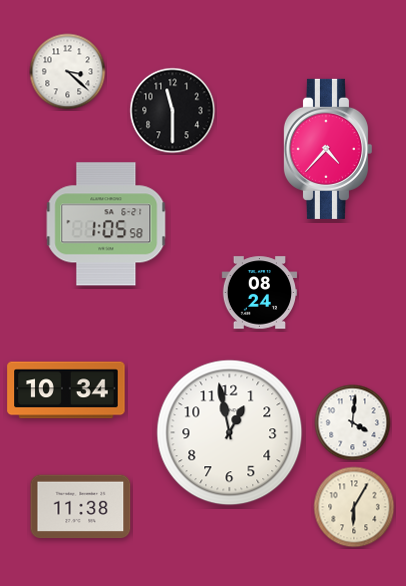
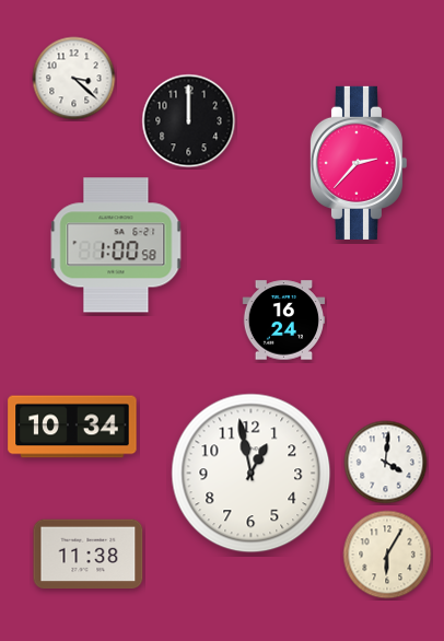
clock at (173, 111): 11:30 -> 12:00
clock at (327, 149): 4:37 -> 2:37
clock at (106, 224): 1:05 -> 1:00
clock at (260, 293): 08:24 -> 16:24
